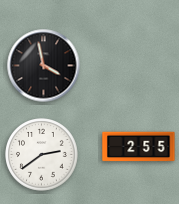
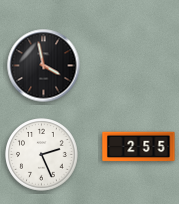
clock at (42, 155): 2:39 -> 2:26
